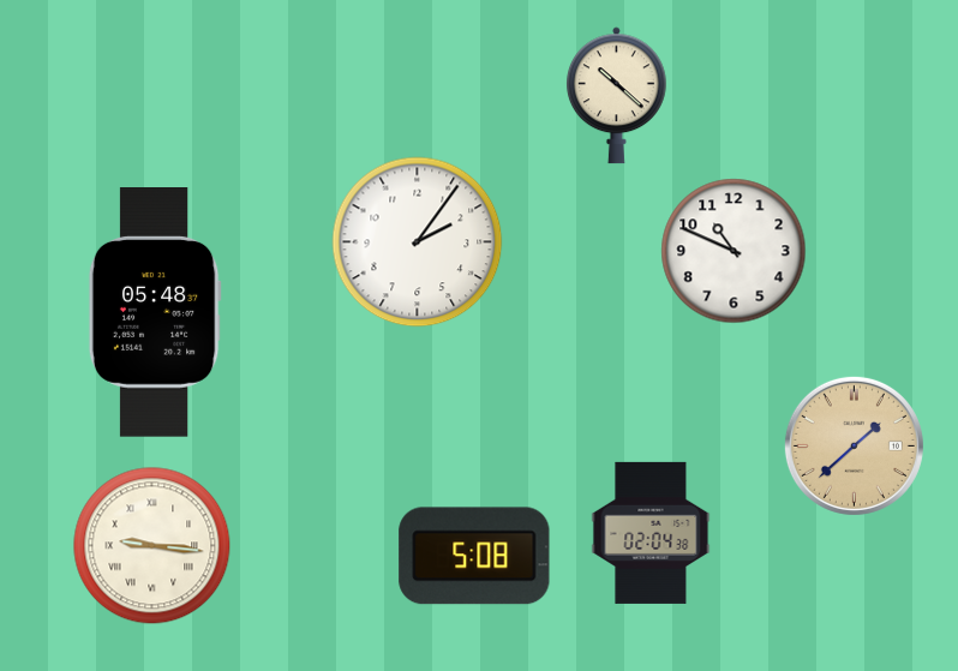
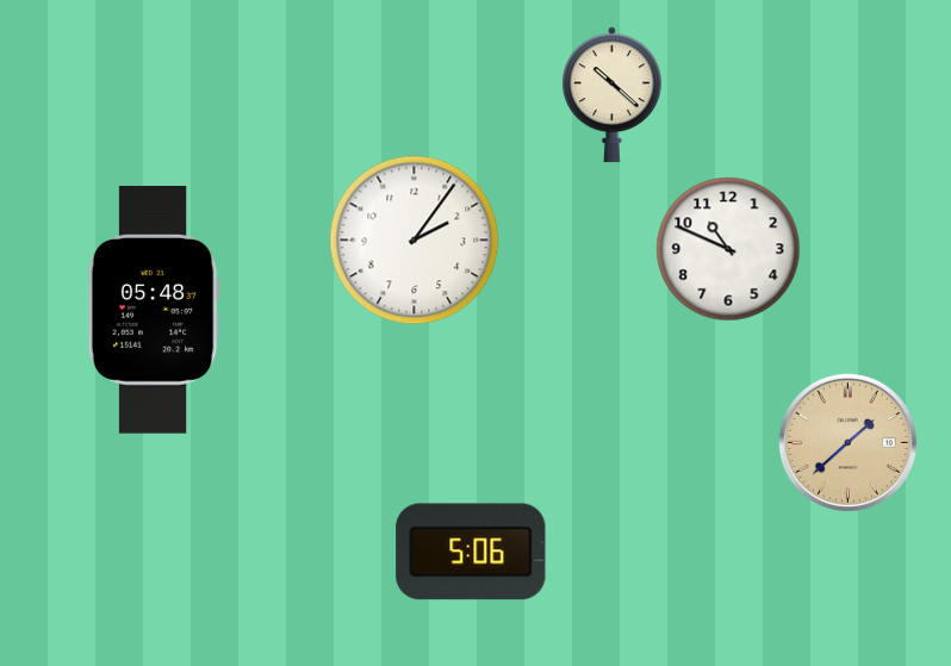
clock at (651, 533): 02:04 -> none
clock at (152, 546): 9:16 -> none
clock at (474, 556): 5:08 -> 5:06
